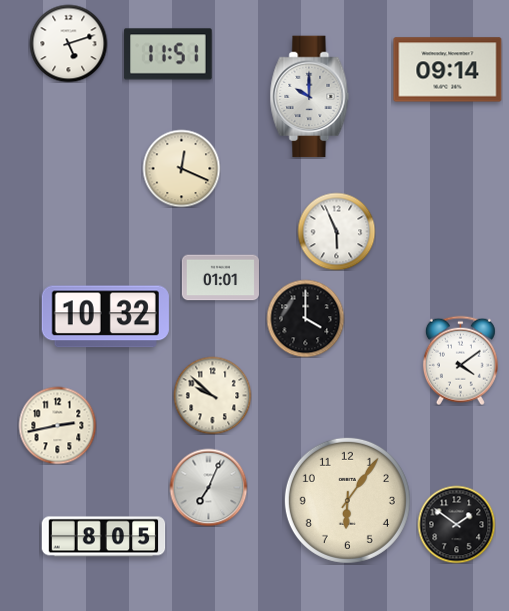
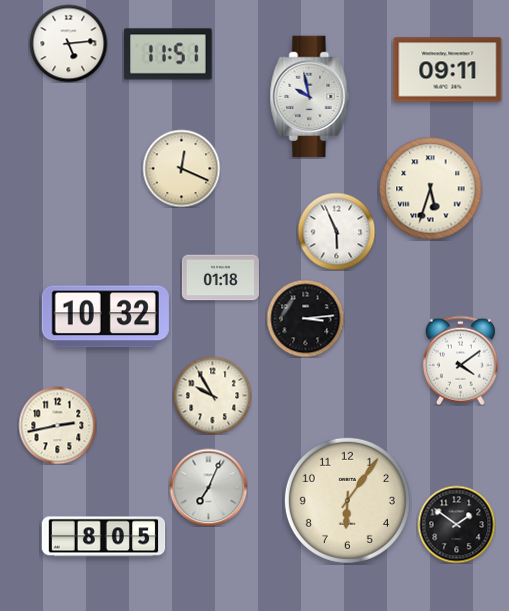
clock at (68, 43): 5:12 -> 5:14
clock at (448, 70): 09:14 -> 09:11
clock at (310, 97): 10:00 -> 9:58
clock at (431, 189): none -> 5:33
clock at (220, 278): 01:01 -> 01:18
clock at (305, 318): 4:00 -> 3:14
clock at (212, 395): 9:52 -> 9:55
